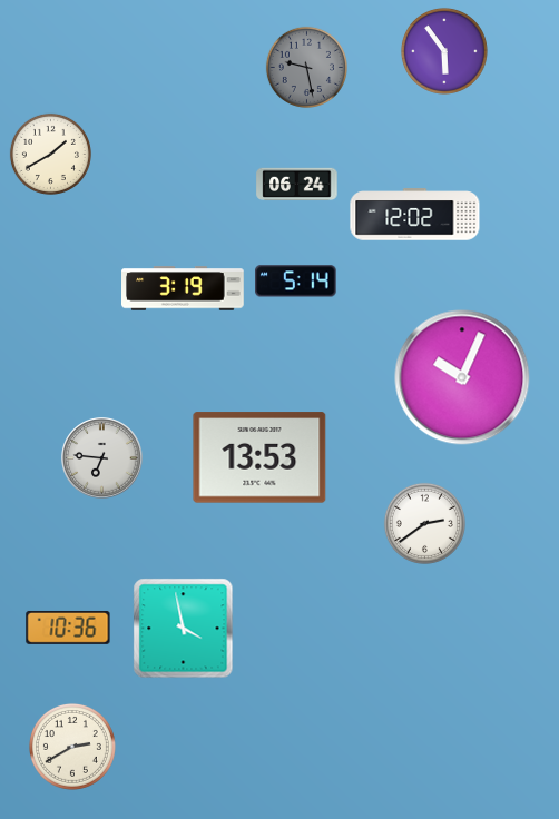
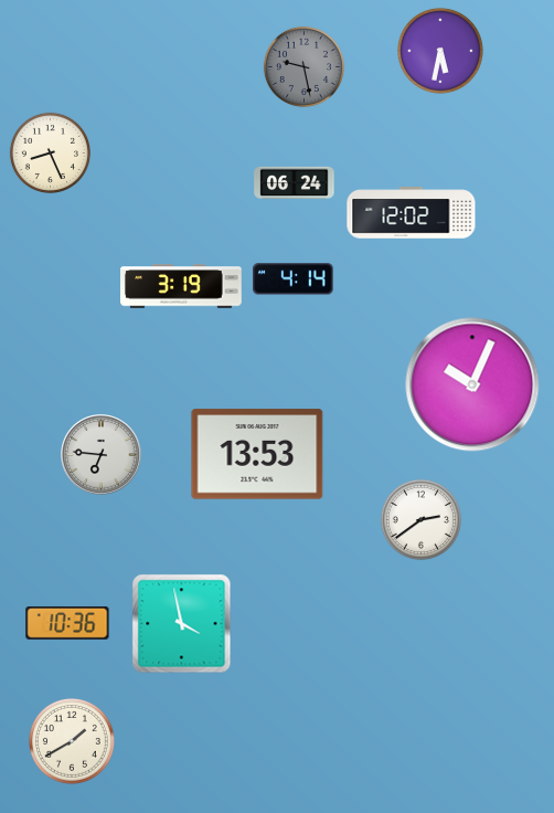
clock at (444, 51): 5:54 -> 5:32
clock at (50, 154): 1:40 -> 8:26
clock at (296, 282): 5:14 -> 4:14
clock at (462, 377) position: (462, 377) -> (472, 384)
clock at (72, 747): 2:40 -> 1:40
